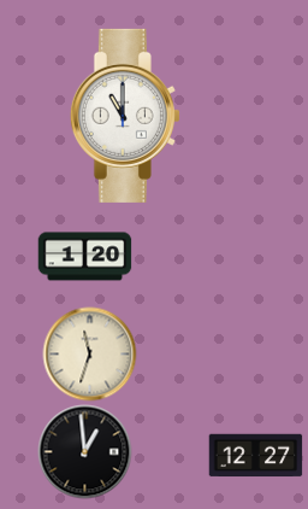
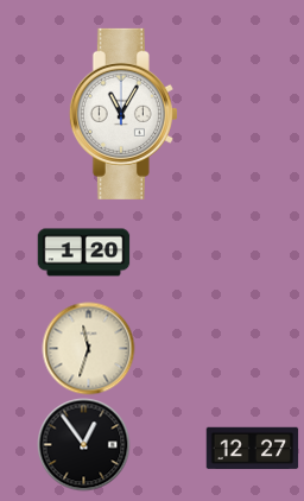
clock at (125, 116): 11:00 -> 11:05
clock at (84, 451): 12:59 -> 12:54
